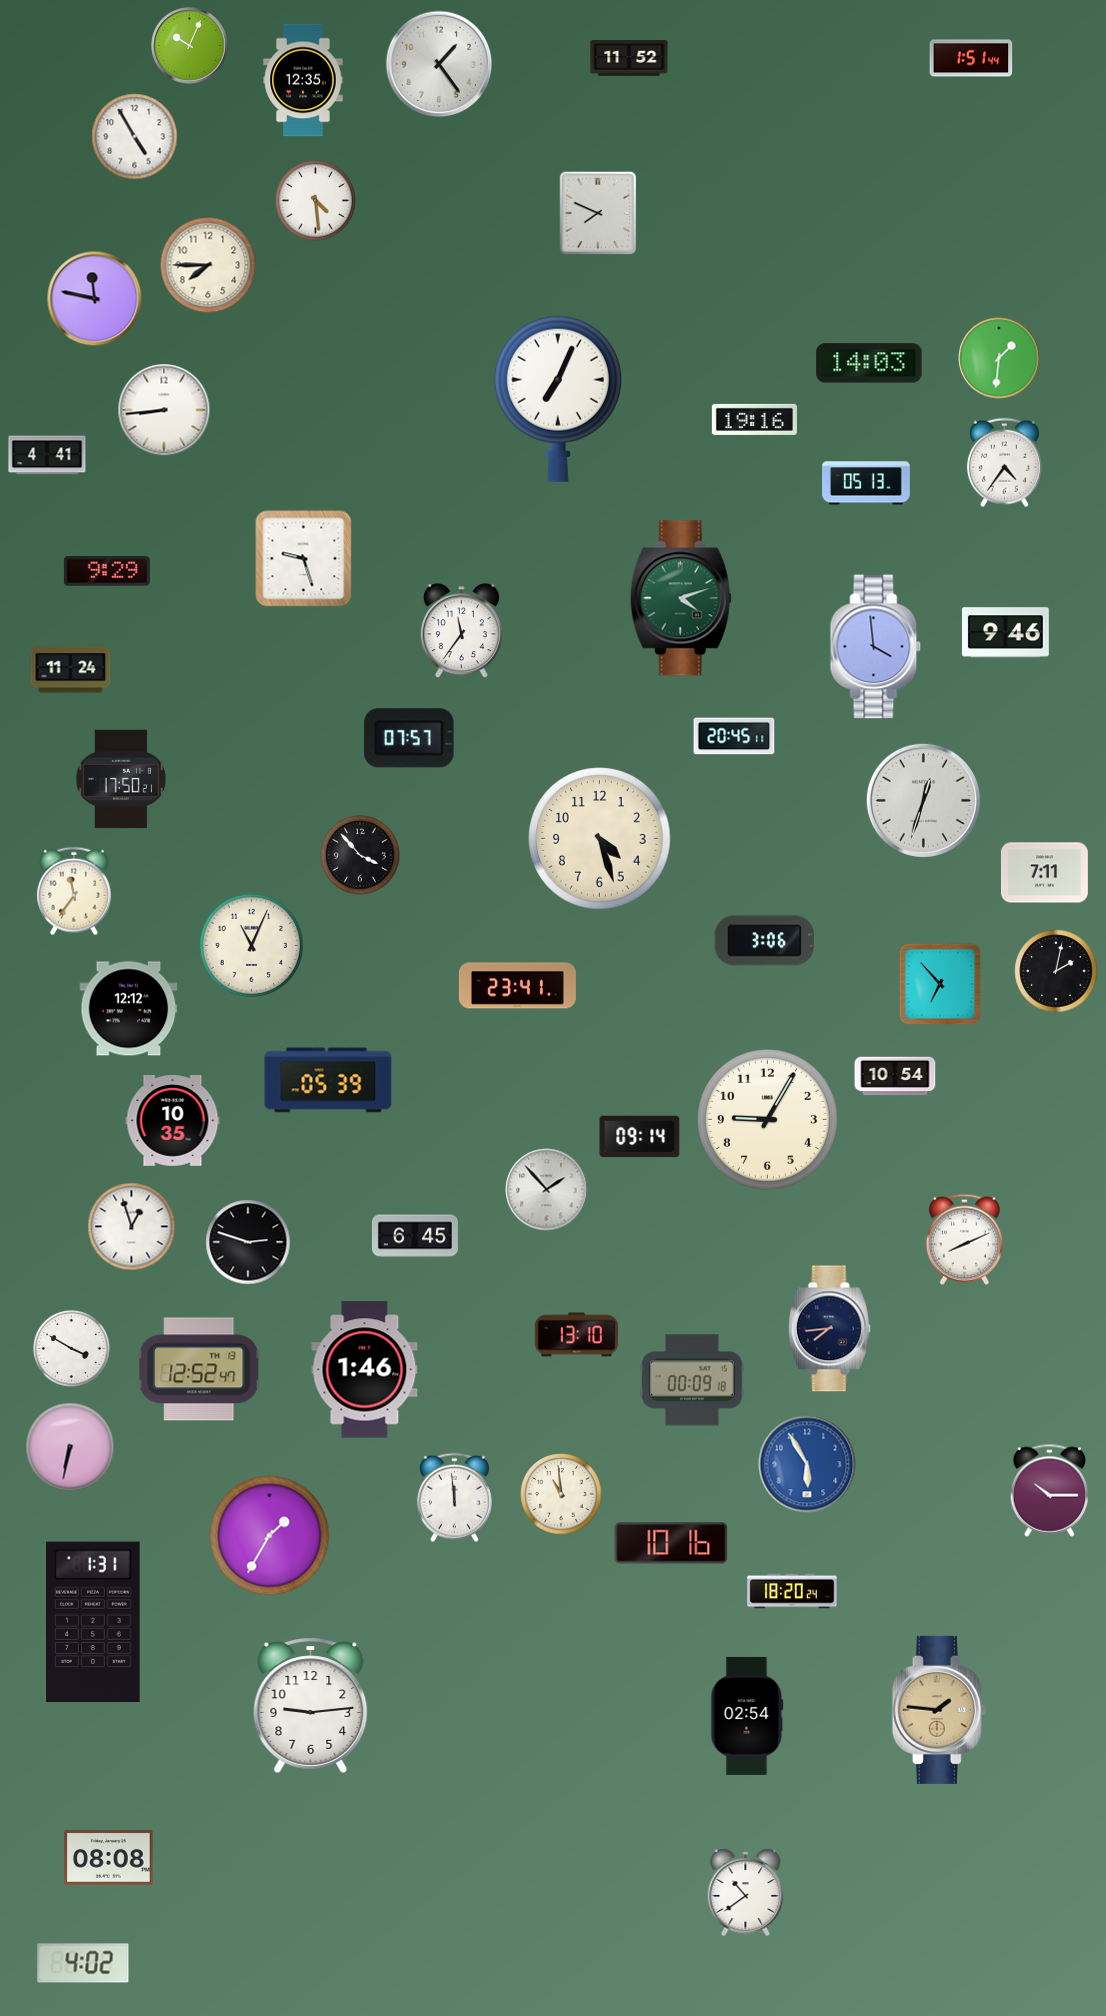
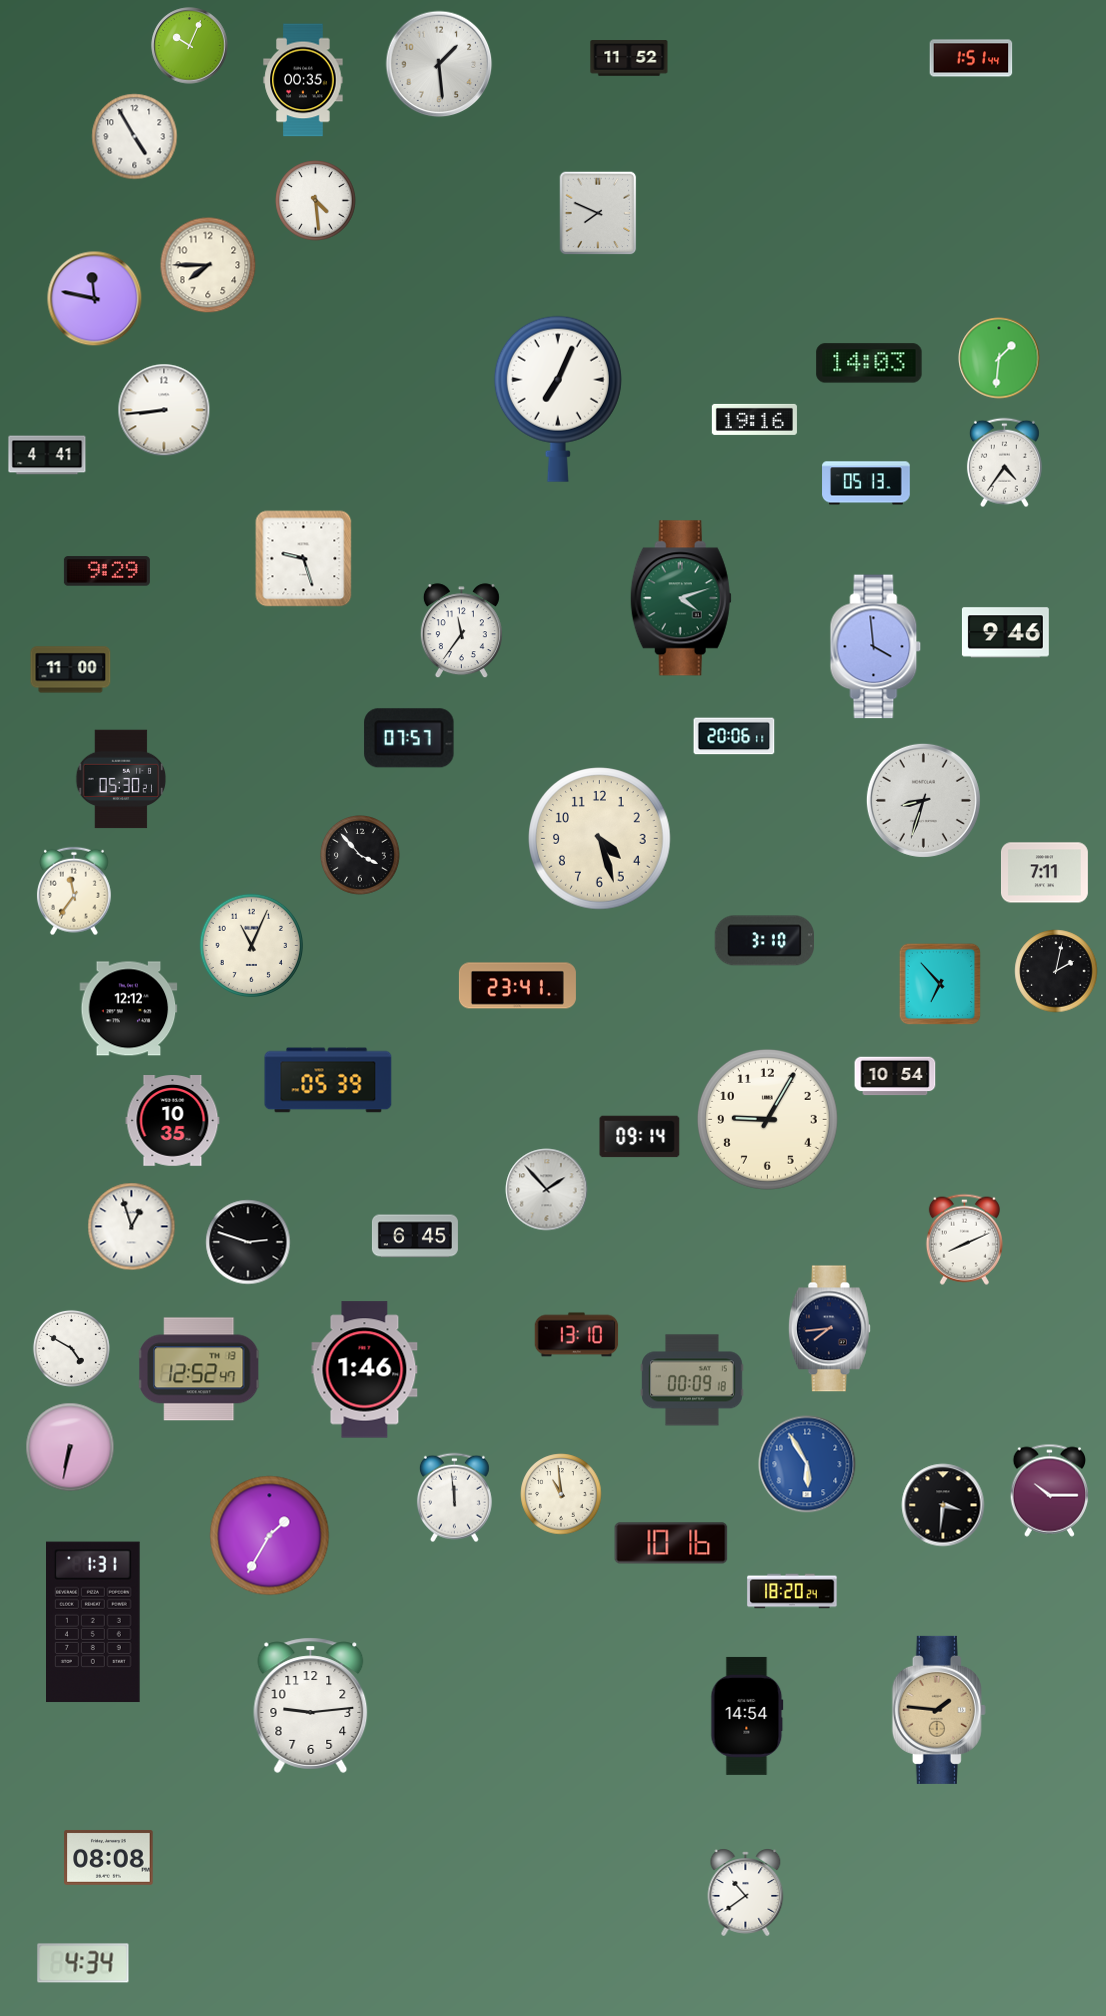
clock at (439, 64): 1:24 -> 1:29
clock at (303, 80): 12:35 -> 00:35
clock at (71, 670): 11:24 -> 11:00
clock at (734, 736): 20:45 -> 20:06
clock at (121, 779): 17:50 -> 05:30
clock at (923, 800): 12:33 -> 8:33
clock at (764, 941): 3:06 -> 3:10
clock at (71, 1348): 3:50 -> 4:50
clock at (943, 1505): none -> 3:31
clock at (747, 1716): 02:54 -> 14:54
clock at (83, 1963): 4:02 -> 4:34
